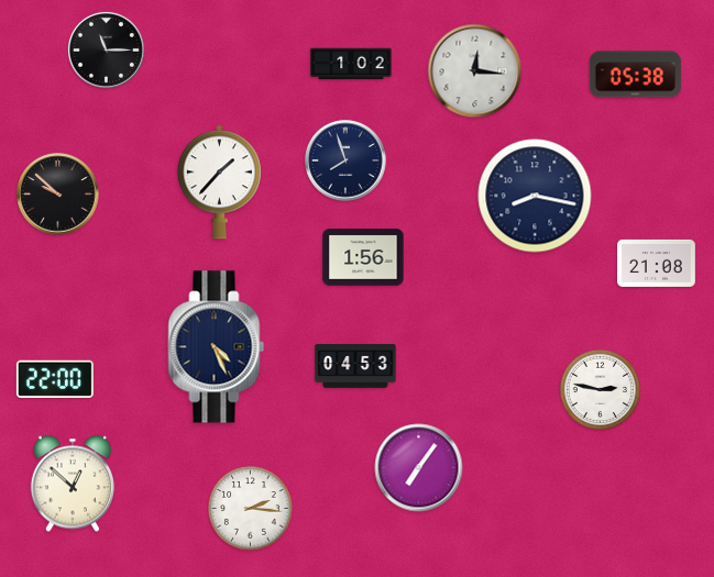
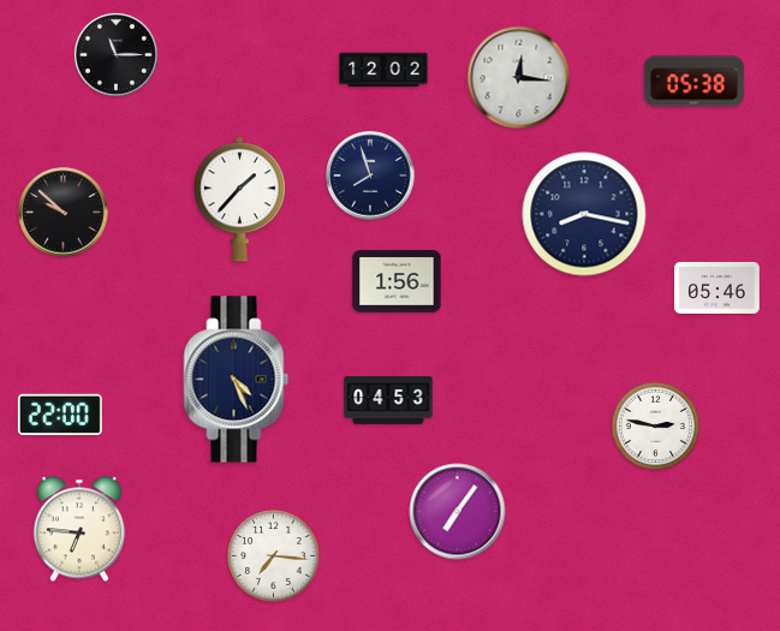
clock at (351, 64): 1:02 -> 12:02
clock at (345, 160) position: (345, 160) -> (370, 175)
clock at (657, 263): 21:08 -> 05:46
clock at (73, 484): 12:52 -> 6:46
clock at (251, 509): 2:16 -> 7:16
